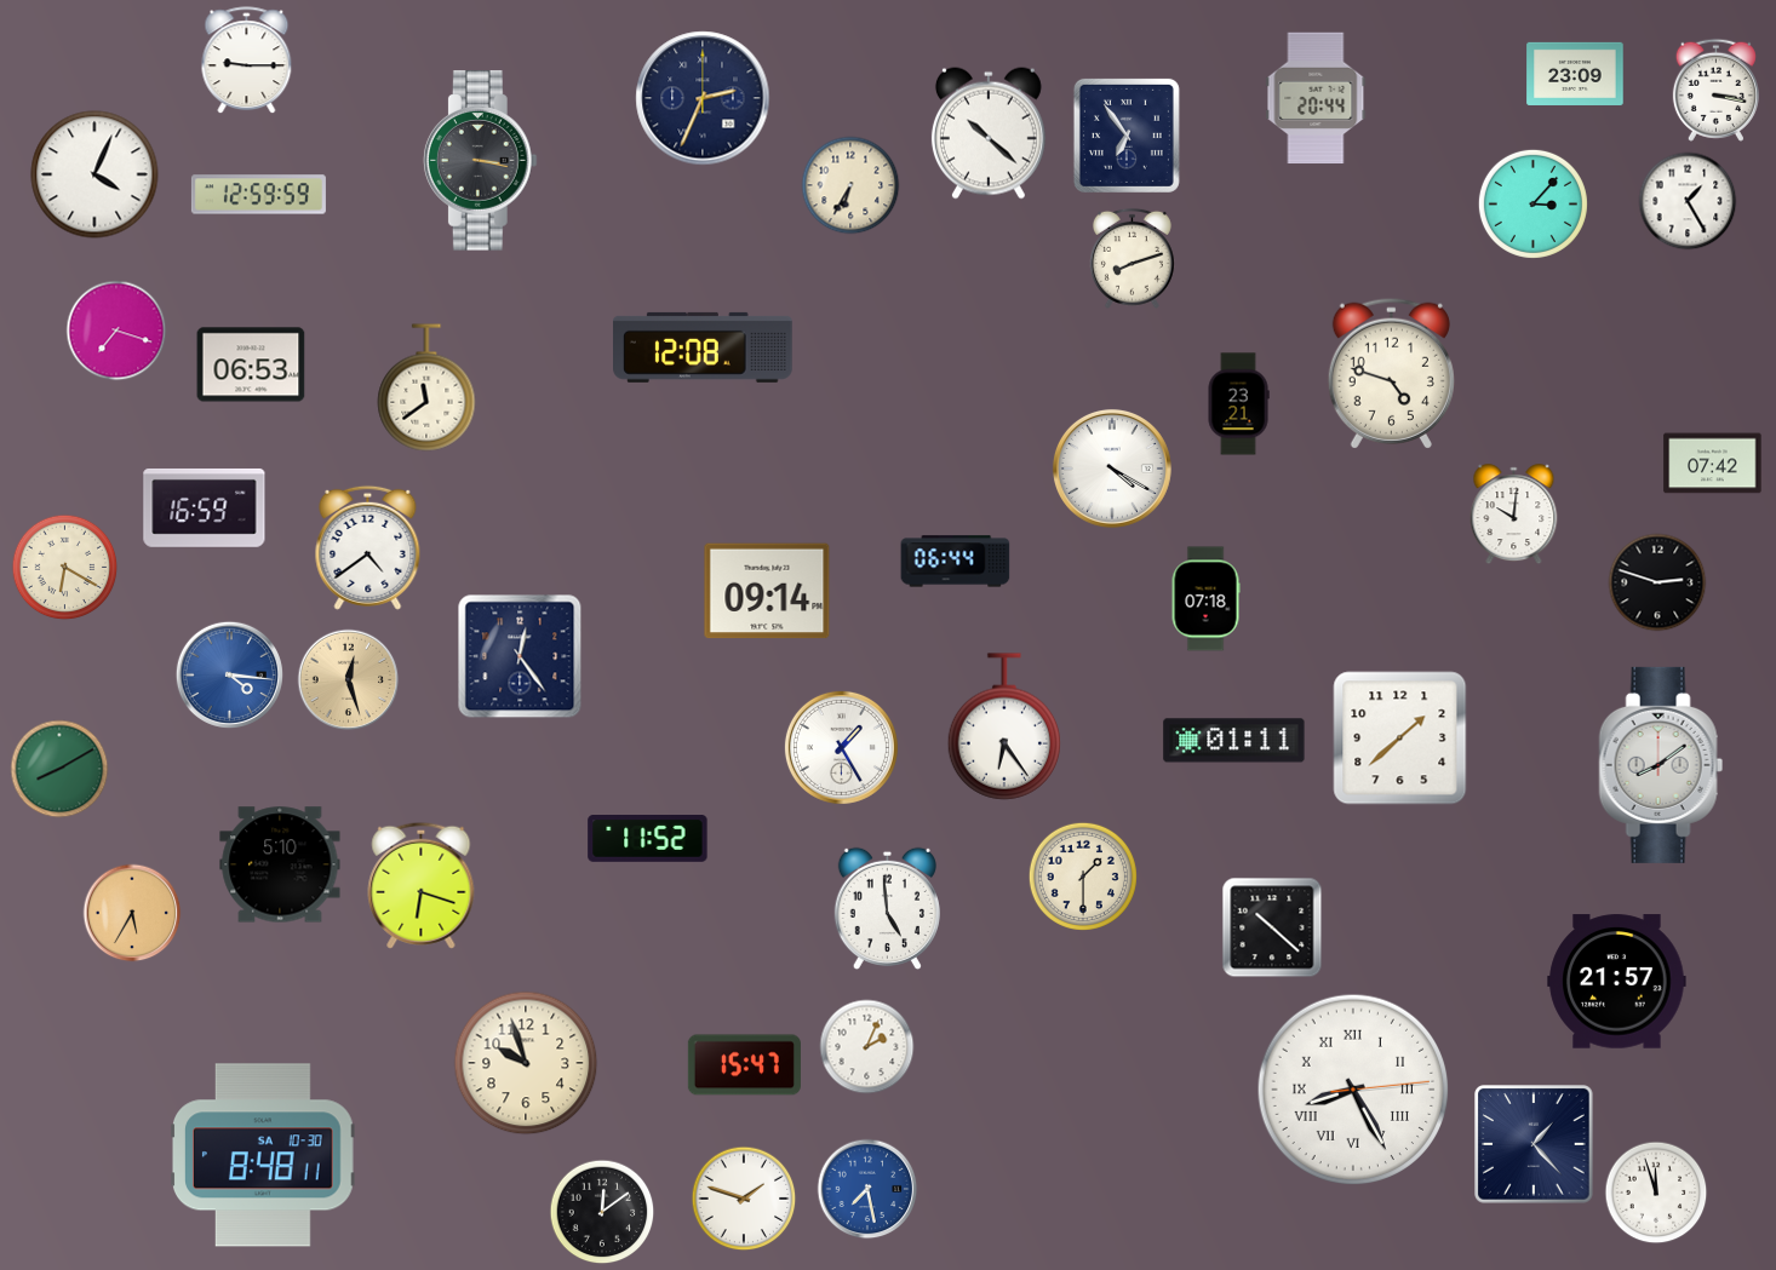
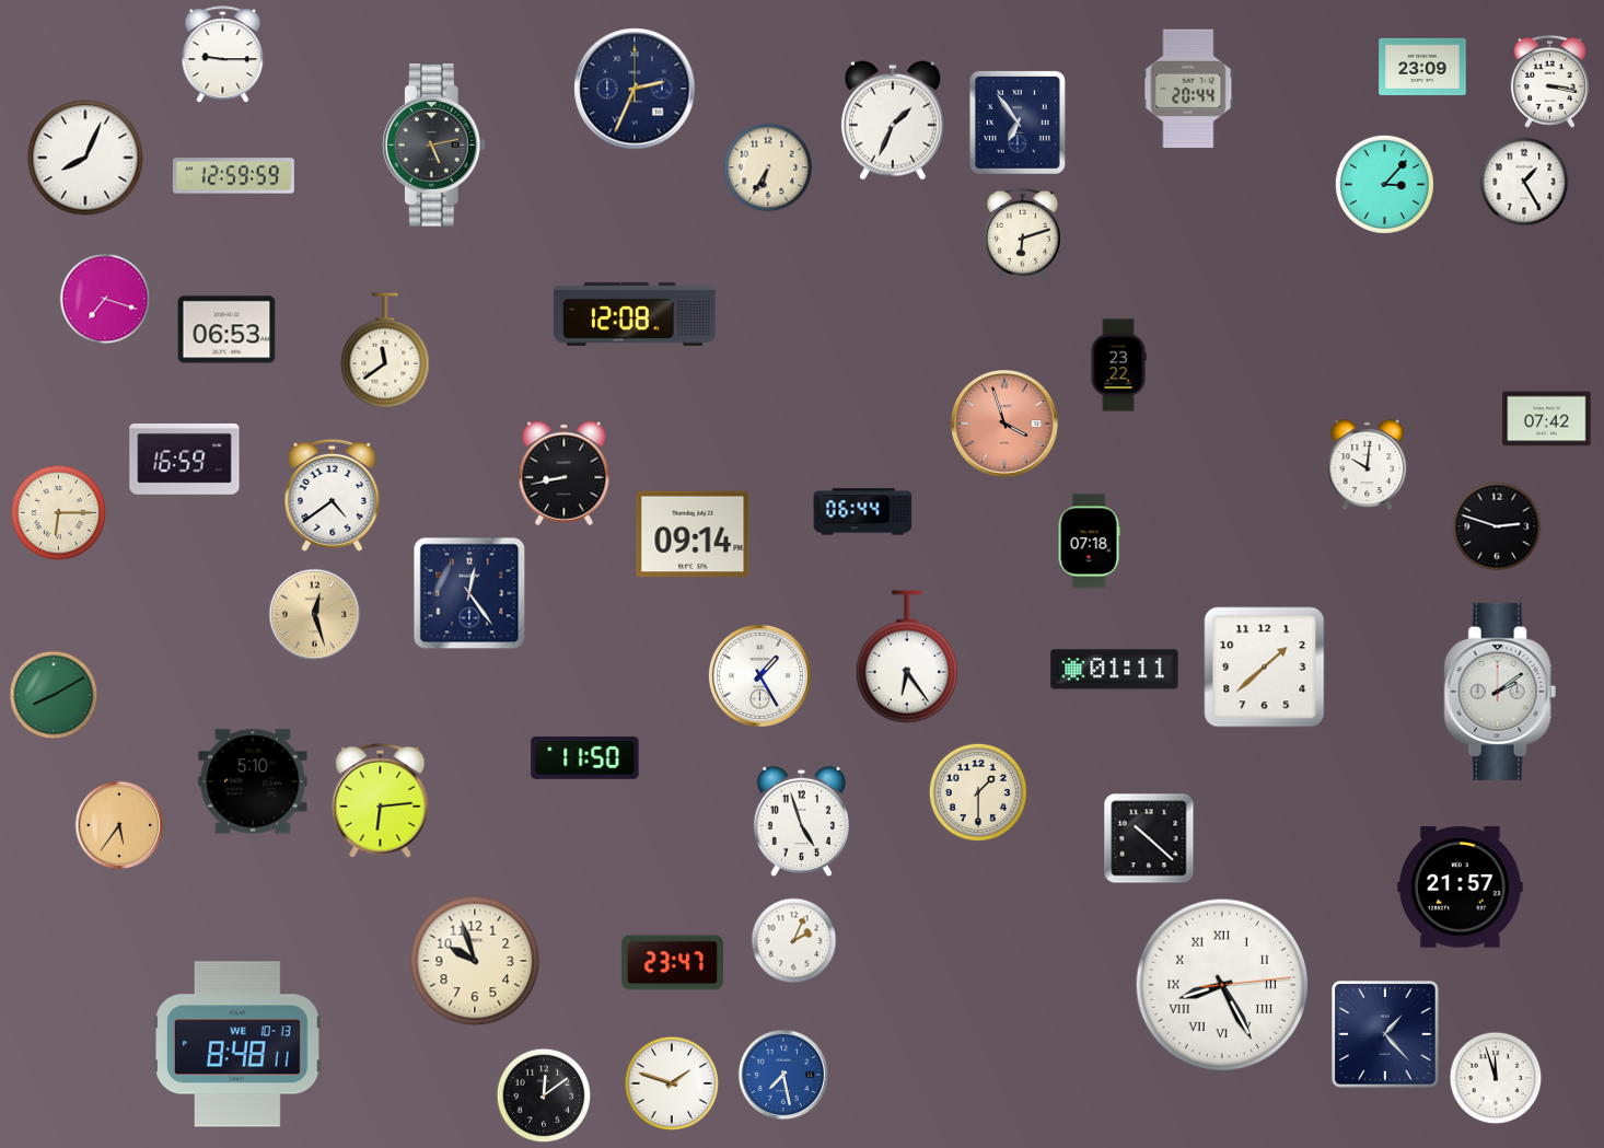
clock at (989, 133): 10:22 -> 1:34
clock at (480, 161): 3:17 -> 5:13
clock at (94, 174): 4:04 -> 8:04
clock at (1132, 258): 8:12 -> 6:12
clock at (1391, 373): 4:48 -> none
clock at (1238, 404): 23:21 -> 23:22
clock at (1112, 469): 4:20 -> 3:57
clock at (1112, 469) dial: white -> salmon
clock at (565, 474): none -> 8:43
clock at (956, 562) position: (956, 562) -> (863, 512)
clock at (65, 568): 6:20 -> 6:15
clock at (229, 674): 4:16 -> none
clock at (1661, 765): 8:09 -> 2:09
clock at (648, 839): 11:52 -> 11:50
clock at (422, 885): 6:18 -> 6:14
clock at (887, 909): 4:59 -> 4:57
clock at (132, 913): 5:35 -> 5:36
clock at (867, 1047) position: (867, 1047) -> (794, 941)
clock at (744, 1065): 15:47 -> 23:47
clock at (264, 1155) date: SA 10-30 -> WE 10-13
